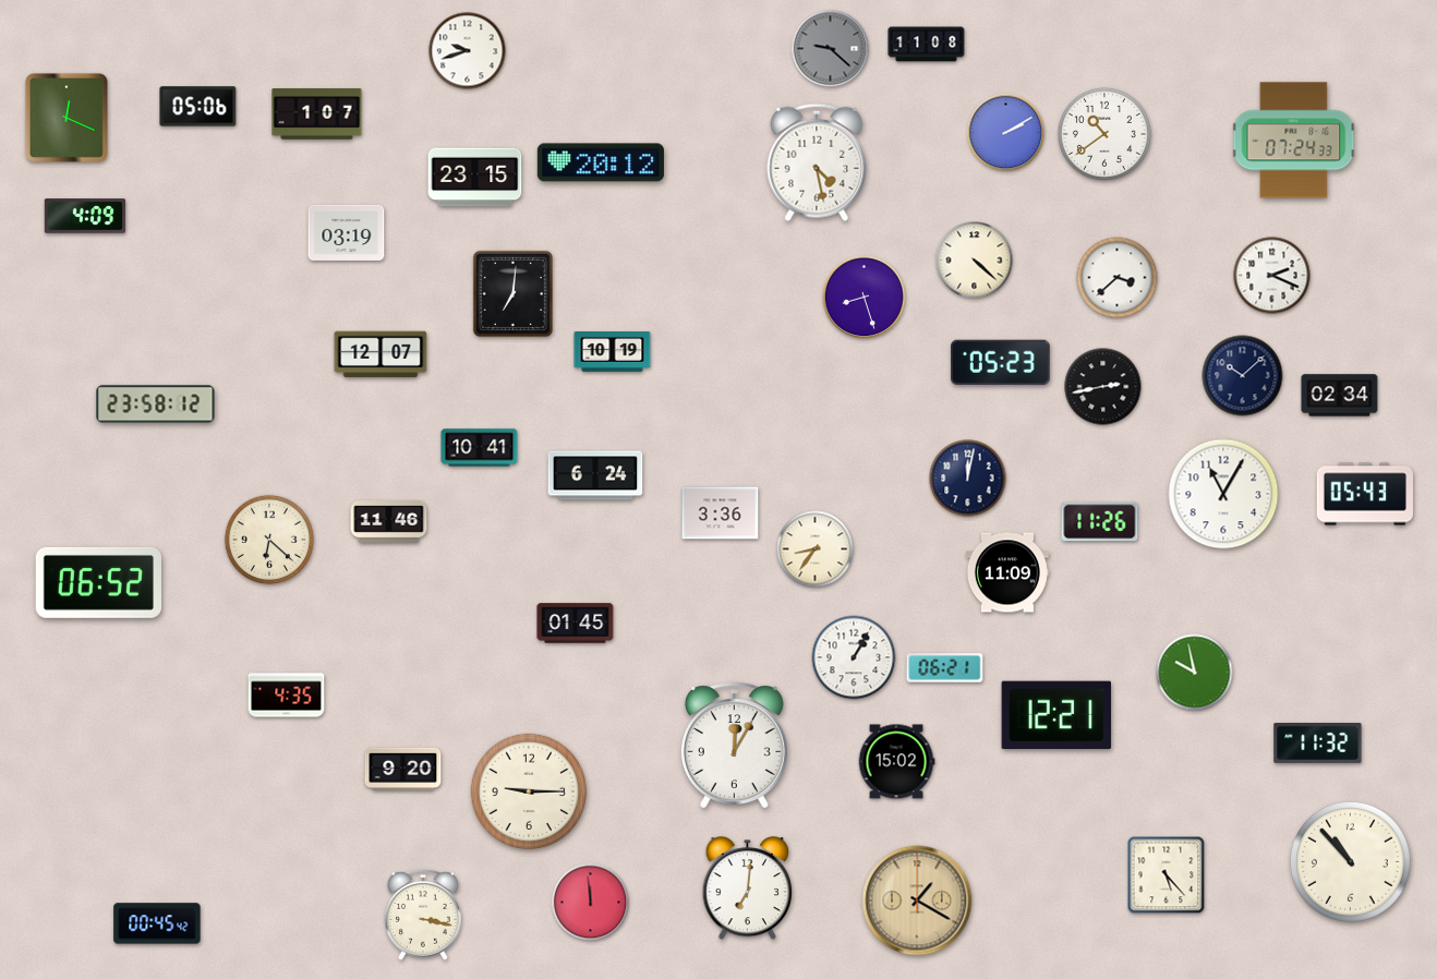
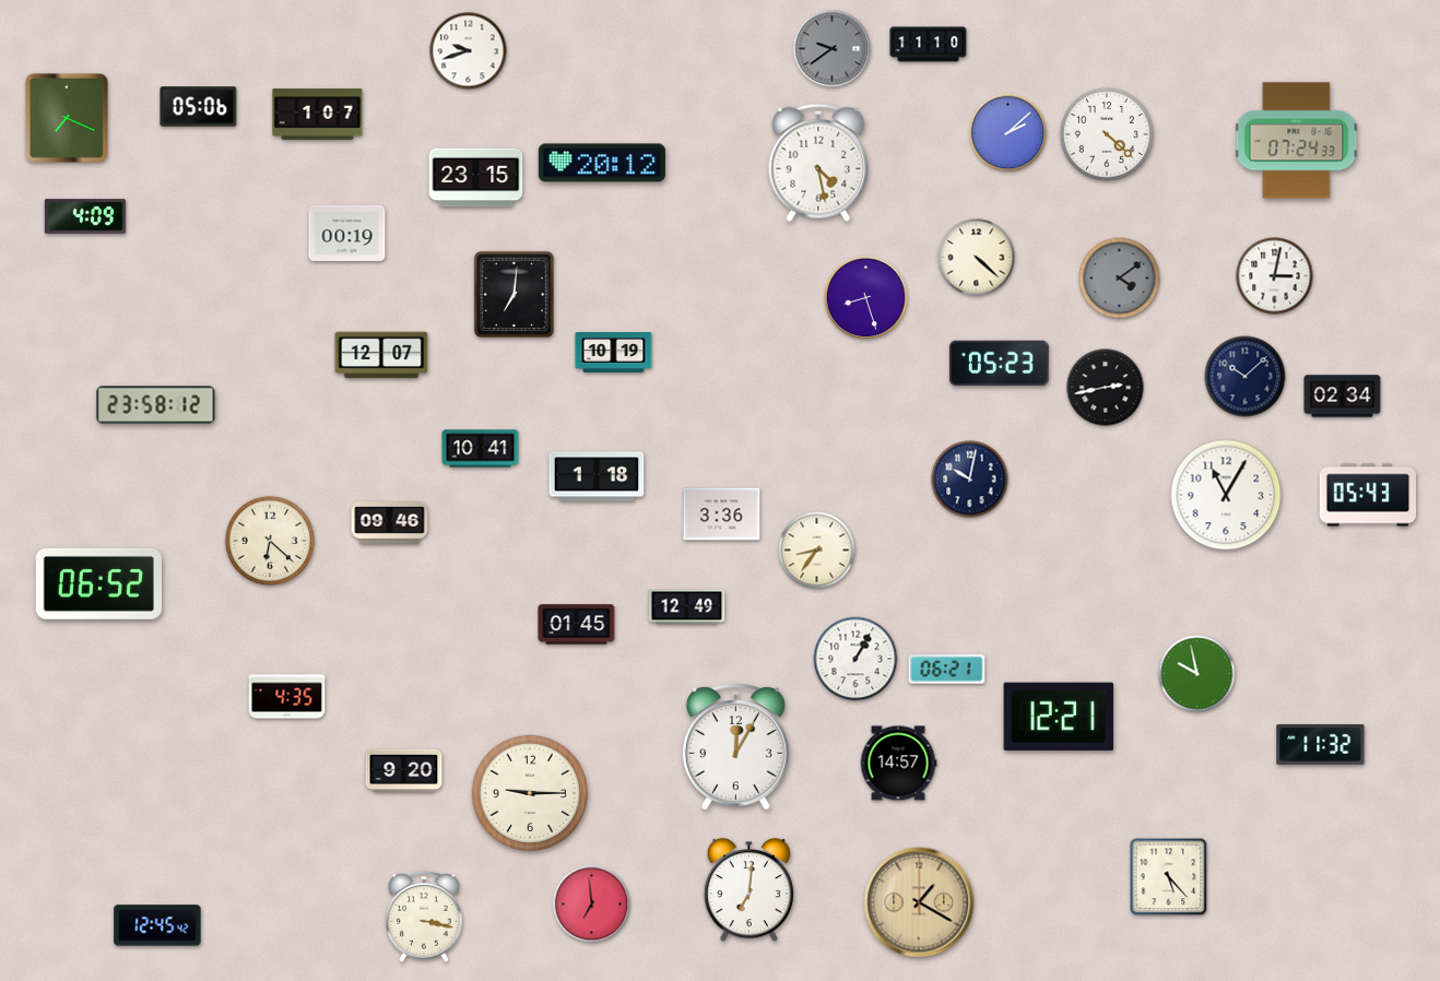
clock at (927, 45): 11:08 -> 11:10
clock at (831, 49): 9:22 -> 9:39
clock at (67, 118): 12:19 -> 7:19
clock at (1006, 133): 2:10 -> 2:08
clock at (1104, 134): 10:39 -> 4:22
clock at (347, 232): 03:19 -> 00:19
clock at (975, 261) position: (975, 261) -> (977, 258)
clock at (1272, 276): 2:19 -> 3:02
clock at (1118, 278): 3:38 -> 4:09
clock at (1118, 278) dial: white -> grey
clock at (1000, 362) position: (1000, 362) -> (999, 363)
clock at (595, 475): 6:24 -> 1:18
clock at (968, 479): 12:02 -> 10:02
clock at (389, 522): 11:46 -> 09:46
clock at (1100, 522): 11:26 -> none
clock at (1007, 572): 11:09 -> none
clock at (687, 607): none -> 12:49
clock at (896, 762): 15:02 -> 14:57
clock at (1350, 861): 10:53 -> none
clock at (591, 903): 11:59 -> 6:59
clock at (157, 923): 00:45 -> 12:45
